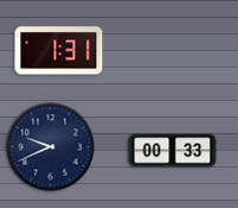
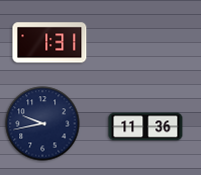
clock at (51, 147): 9:41 -> 9:43
clock at (173, 151): 00:33 -> 11:36
